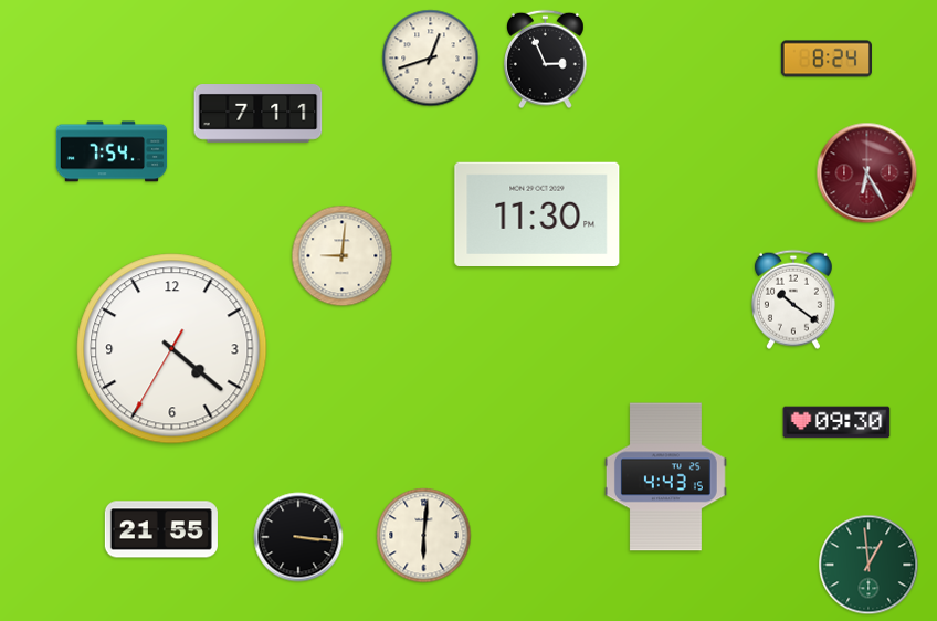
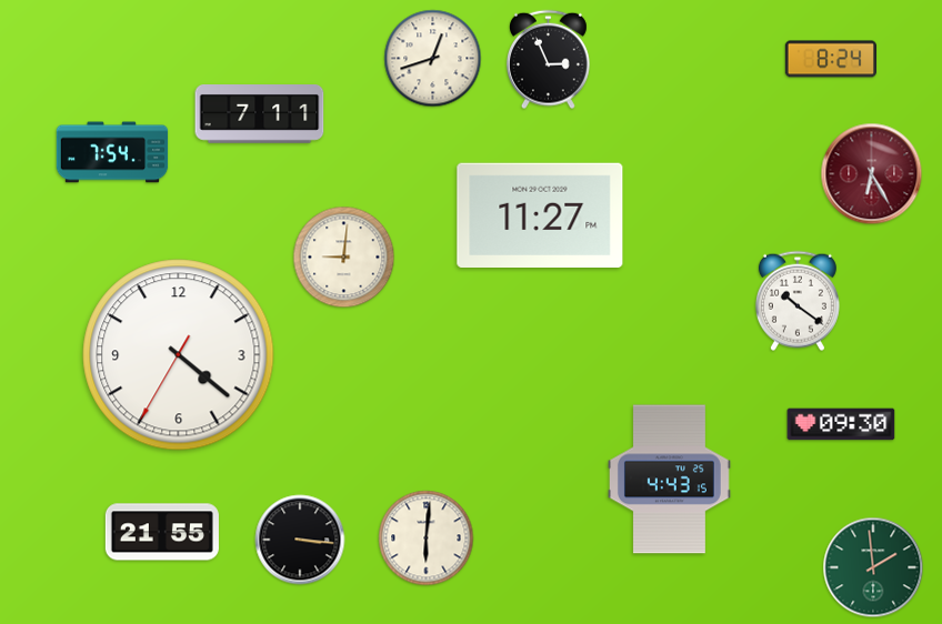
clock at (537, 213): 11:30 -> 11:27
clock at (172, 349) position: (172, 349) -> (179, 355)
clock at (868, 565): 12:59 -> 1:59
